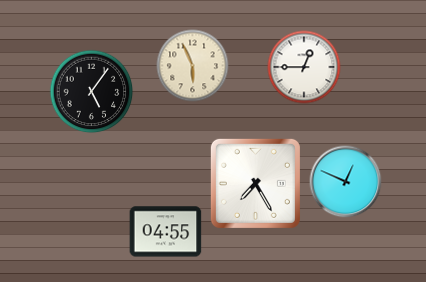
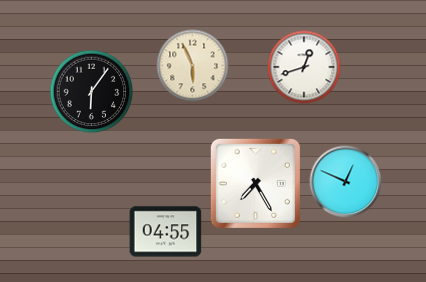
clock at (304, 67): 12:45 -> 12:42
clock at (92, 92): 5:06 -> 6:06
